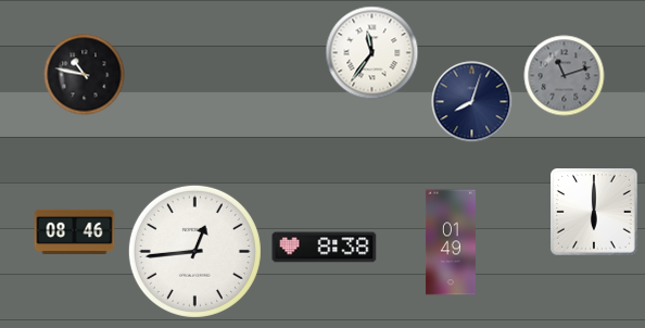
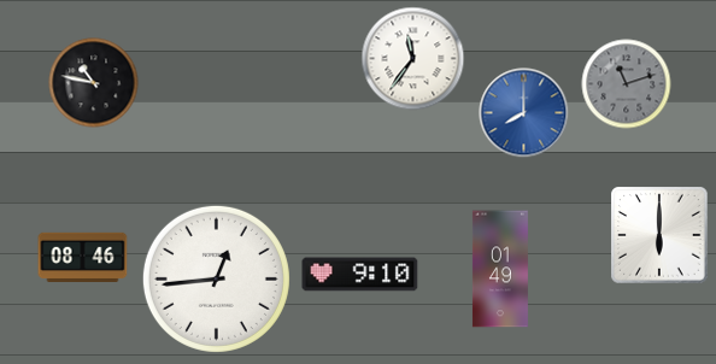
clock at (472, 102): 8:03 -> 8:00
clock at (472, 102) dial: navy -> blue
clock at (325, 248): 8:38 -> 9:10
